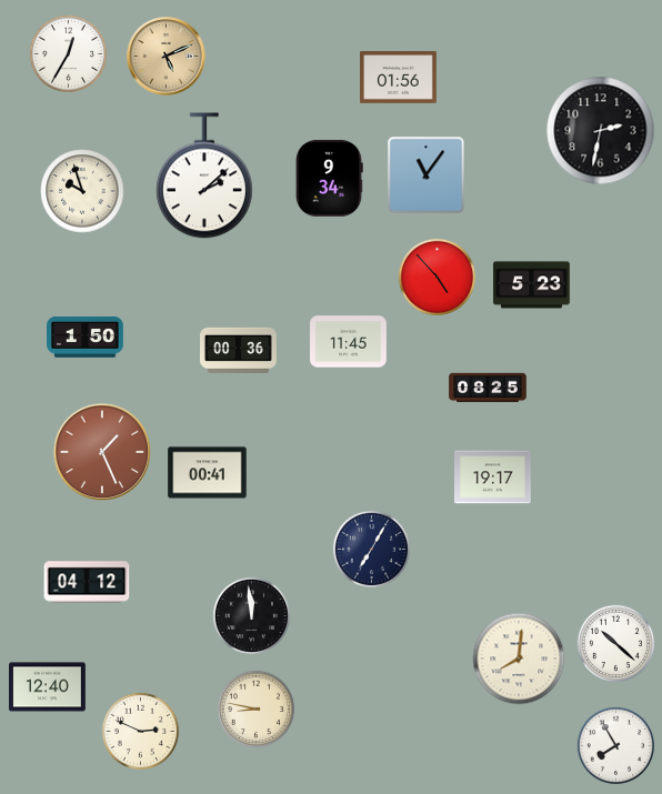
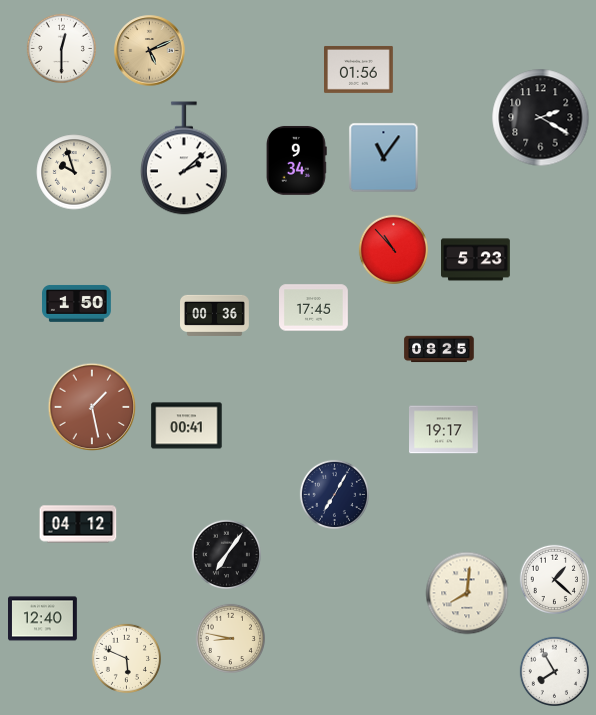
clock at (68, 53): 12:35 -> 12:30
clock at (601, 131): 2:32 -> 2:20
clock at (437, 277): 4:53 -> 10:53
clock at (532, 285) position: (532, 285) -> (476, 260)
clock at (349, 342): 11:45 -> 17:45
clock at (102, 452): 1:26 -> 1:28
clock at (251, 615): 11:59 -> 7:06
clock at (615, 643): 10:22 -> 1:22
clock at (140, 731): 2:49 -> 5:49
